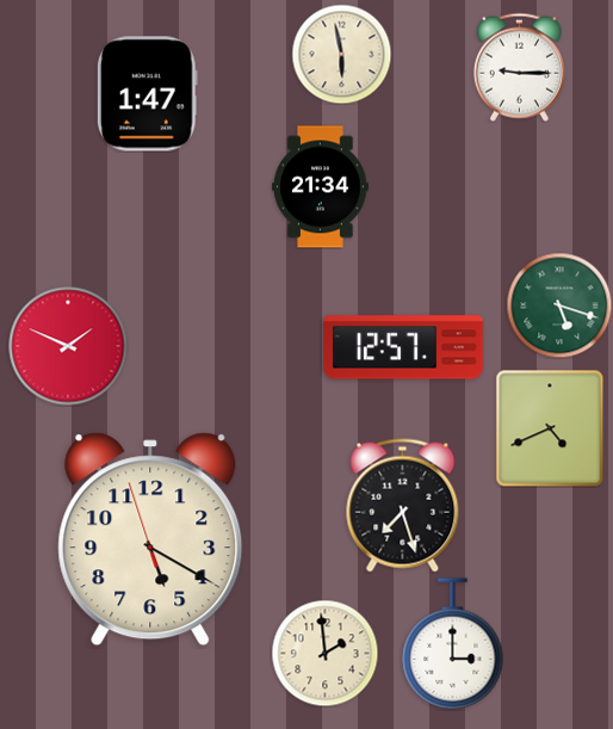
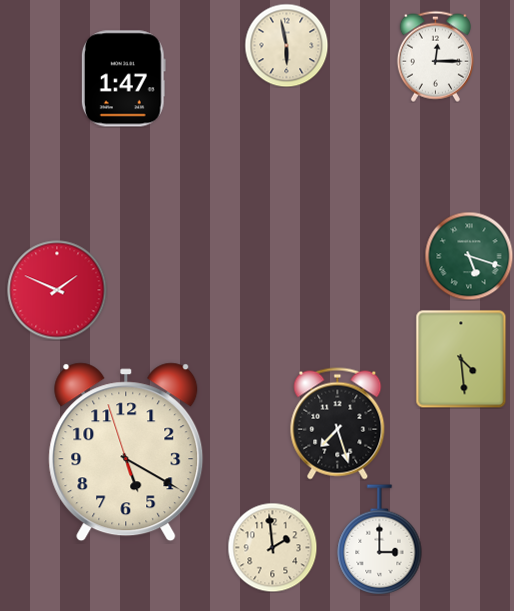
clock at (519, 67): 9:15 -> 12:15
clock at (321, 187): 21:34 -> none
clock at (403, 347): 12:57 -> none
clock at (550, 428): 4:41 -> 4:29
